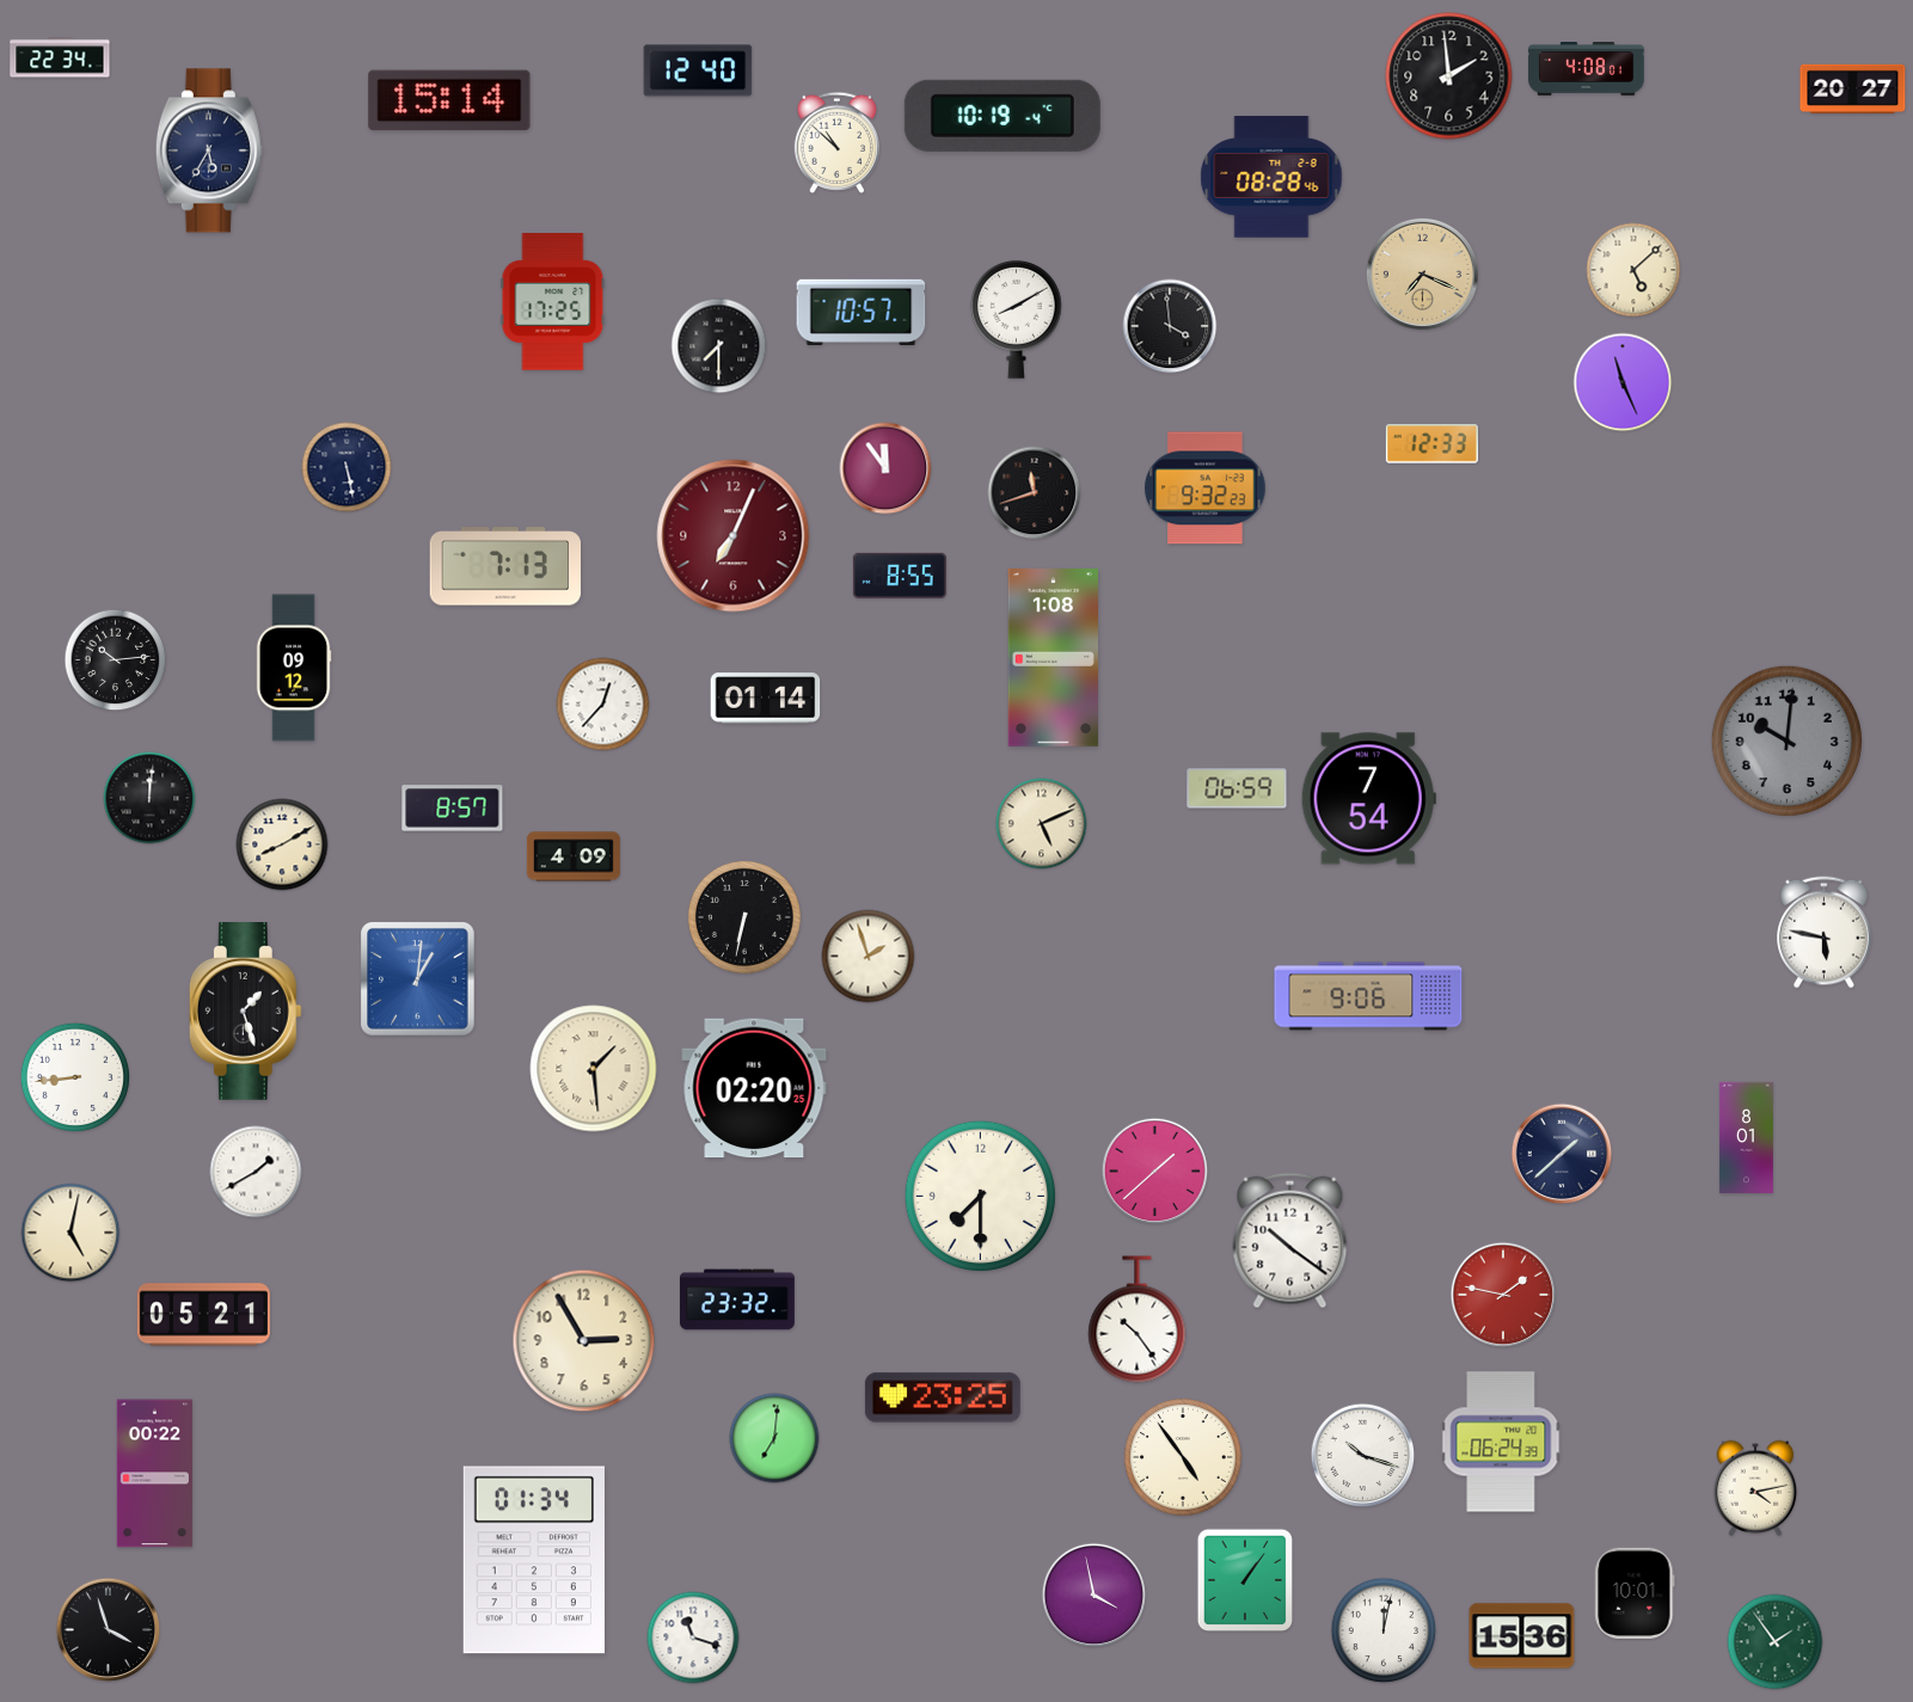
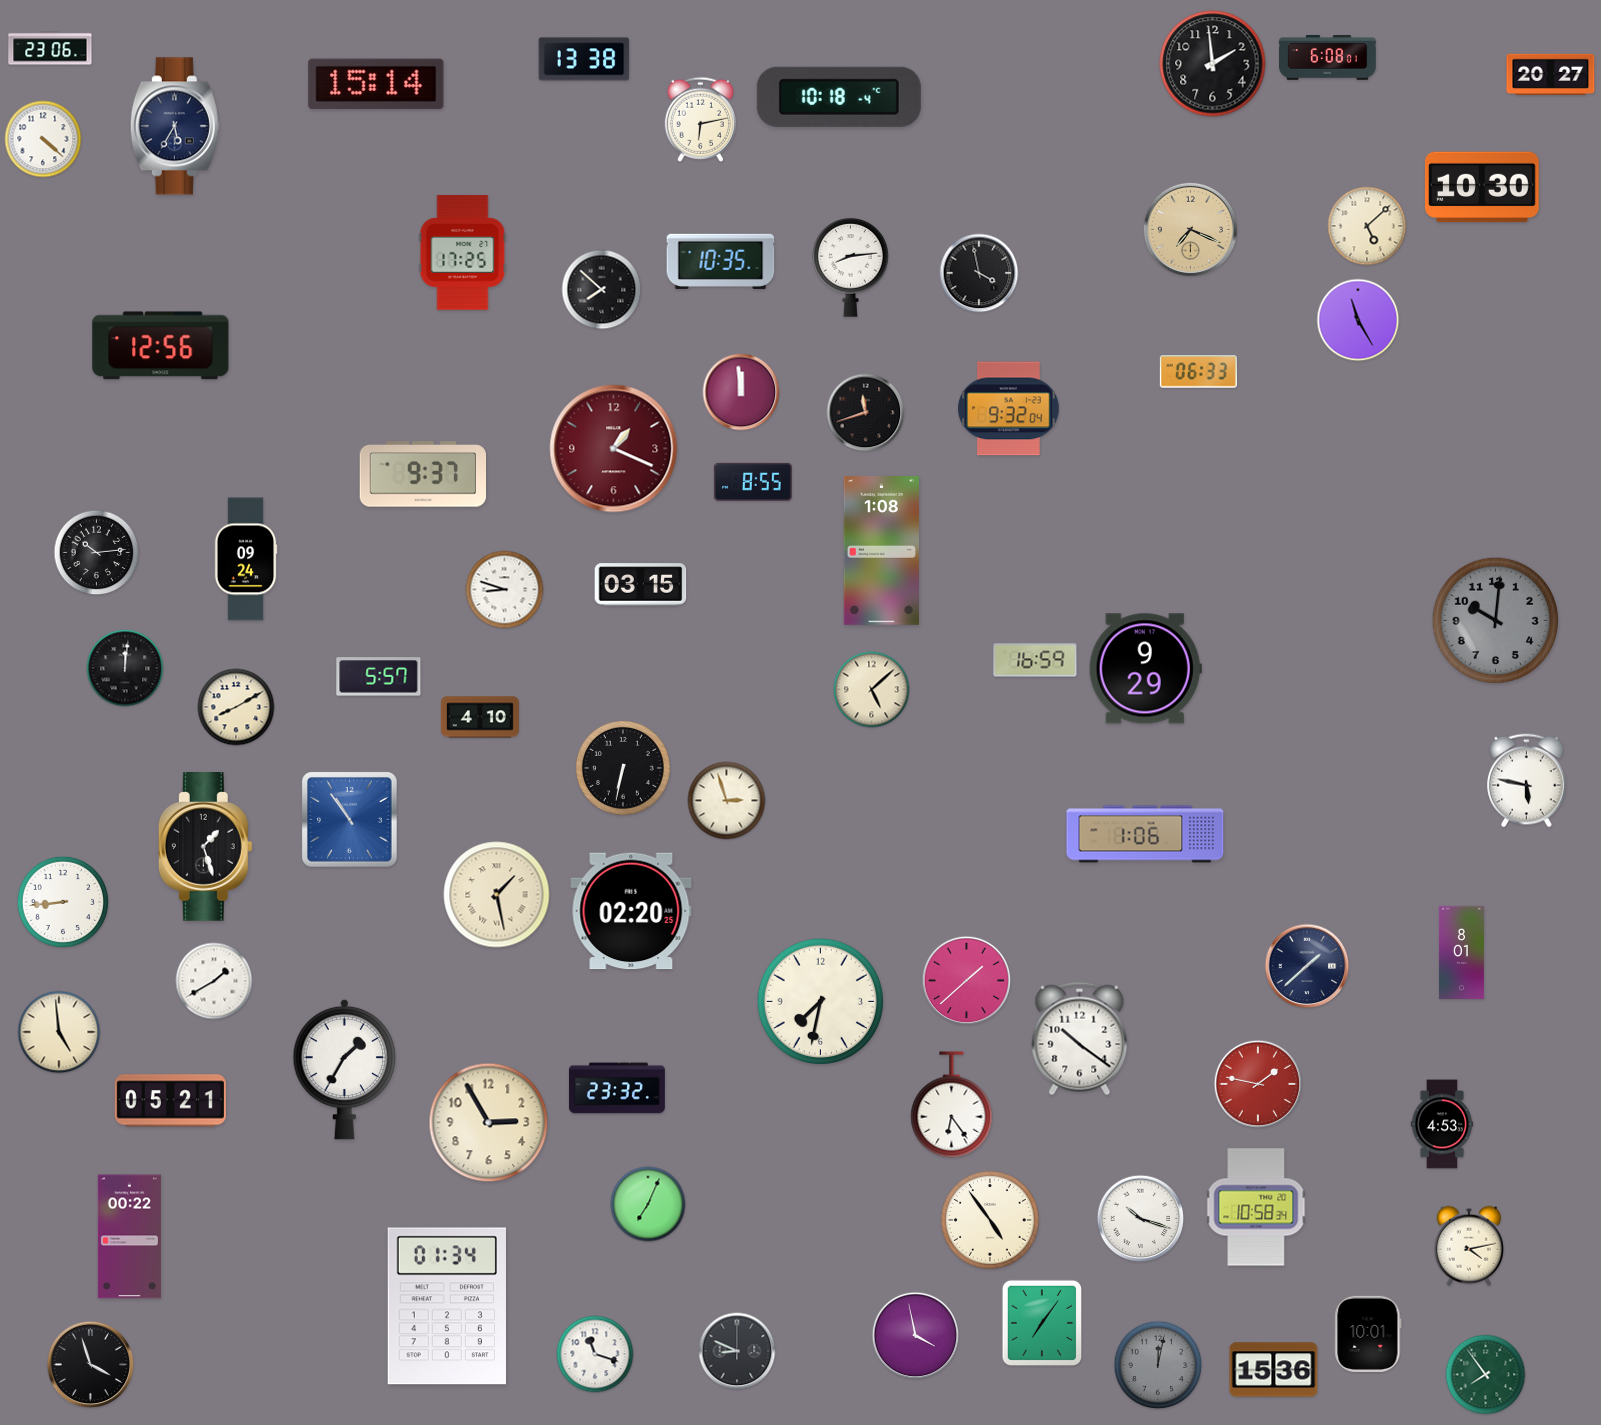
clock at (60, 57): 22:34 -> 23:06
clock at (1587, 69): 4:08 -> 6:08
clock at (698, 70): 12:40 -> 13:38
clock at (1003, 116): 10:19 -> 10:18
clock at (836, 142): 10:52 -> 6:13
clock at (43, 139): none -> 4:22
clock at (1271, 177): 08:28 -> none
clock at (1482, 187): none -> 10:30
clock at (862, 312): 10:57 -> 10:35
clock at (1017, 319): 8:10 -> 8:14
clock at (1170, 326): 3:59 -> 3:58
clock at (719, 346): 7:30 -> 7:52
clock at (1623, 382): 11:26 -> 11:25
clock at (161, 346): none -> 12:56
clock at (1431, 444): 12:33 -> 06:33
clock at (347, 467): 5:28 -> none
clock at (885, 468): 11:54 -> 11:59
clock at (1206, 489): 9:32:23 -> 9:32:04
clock at (734, 536): 7:04 -> 1:19
clock at (504, 566): 7:13 -> 9:37
clock at (294, 668): 09:12 -> 09:24
clock at (766, 699): 01:14 -> 03:15
clock at (603, 705): 12:37 -> 8:48
clock at (1237, 788): 06:59 -> 16:59
clock at (1368, 799): 7:54 -> 9:29
clock at (453, 809): 8:57 -> 5:57
clock at (1042, 824): 5:11 -> 5:08
clock at (574, 856): 4:09 -> 4:10
clock at (869, 957): 1:57 -> 2:57
clock at (418, 979): 1:01 -> 10:54
clock at (1368, 996): 9:06 -> 1:06
clock at (594, 1069): 1:29 -> 1:28
clock at (980, 1196): 7:30 -> 7:32
clock at (70, 1233): 5:02 -> 4:59
clock at (345, 1069): none -> 1:35
clock at (1138, 1320): 10:24 -> 6:24
clock at (1442, 1124): none -> 4:53
clock at (943, 1397): 23:25 -> none
clock at (774, 1438): 7:01 -> 7:04
clock at (1501, 1442): 06:24 -> 10:58
clock at (154, 1474) position: (154, 1474) -> (129, 1237)
clock at (1244, 1579): 1:06 -> 7:06
clock at (737, 1351): none -> 8:49
clock at (1384, 1630) dial: white -> grey
clock at (693, 1638) position: (693, 1638) -> (595, 1354)
clock at (1776, 1642): 1:54 -> 7:54
